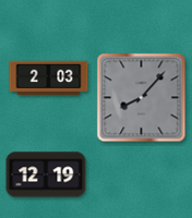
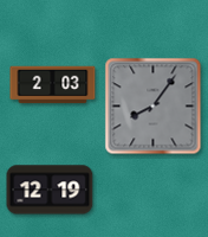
clock at (142, 98): 8:07 -> 8:06
